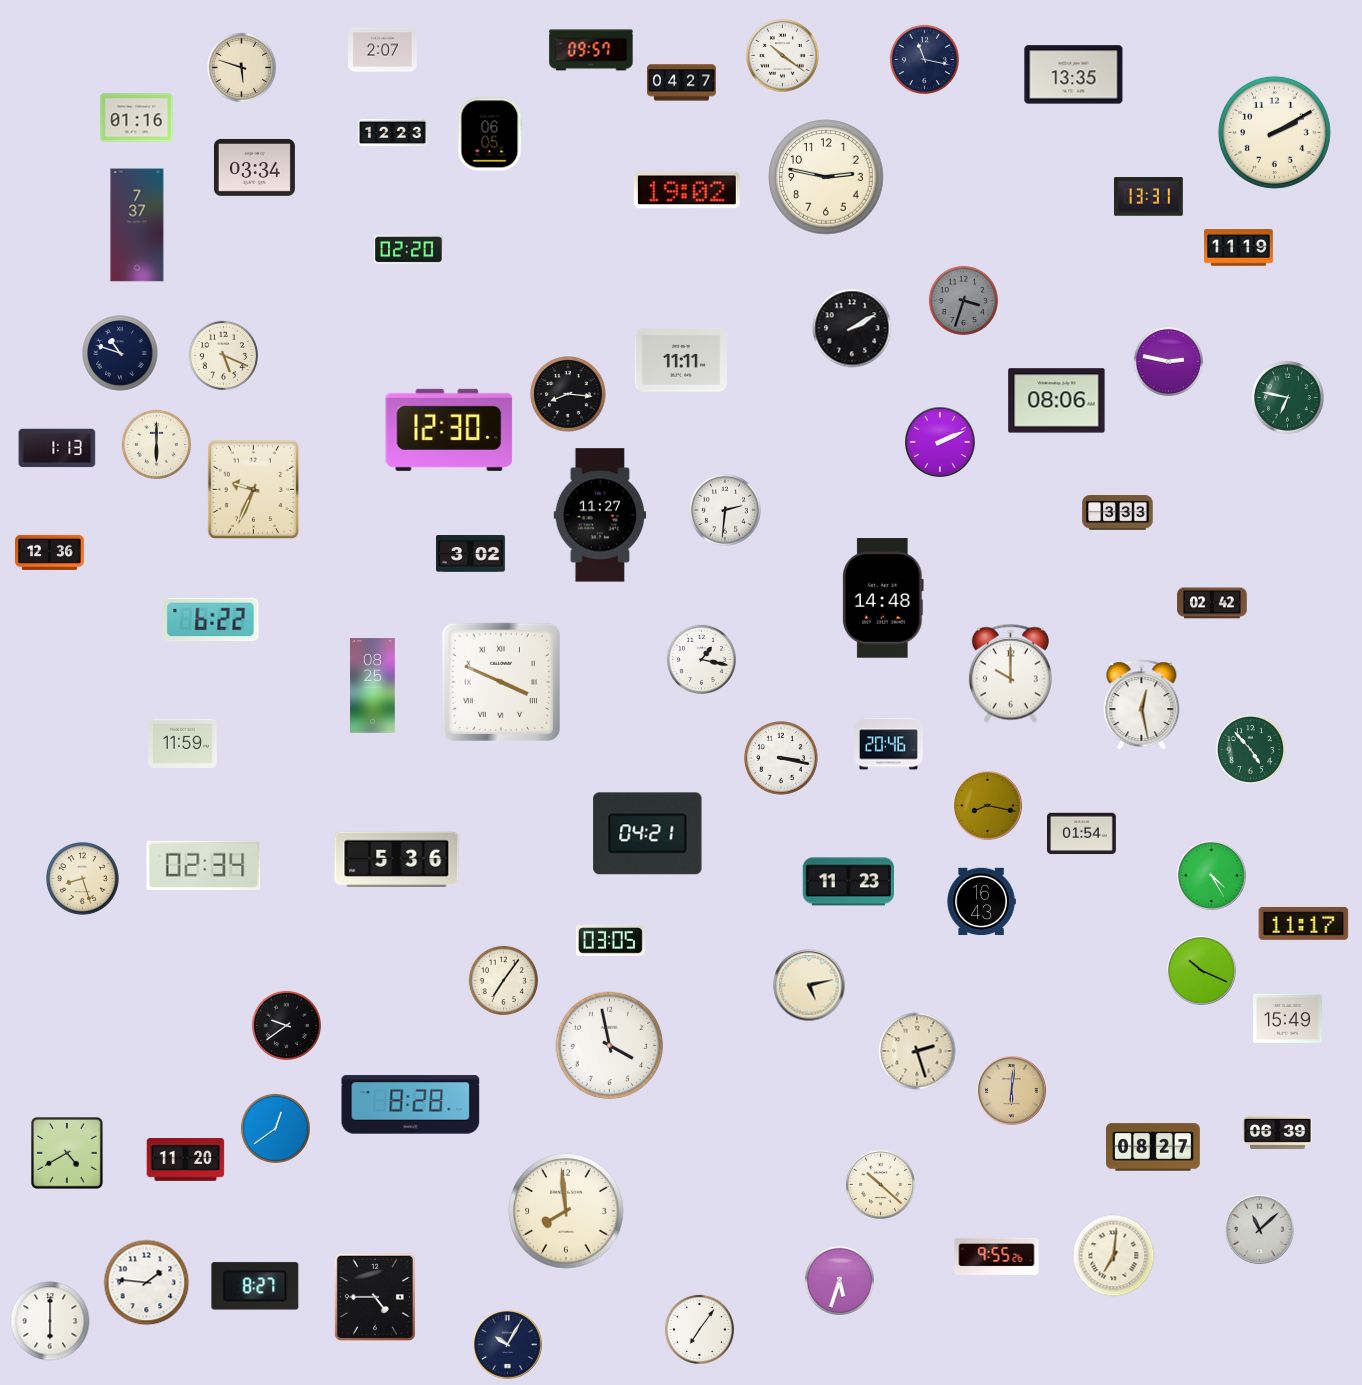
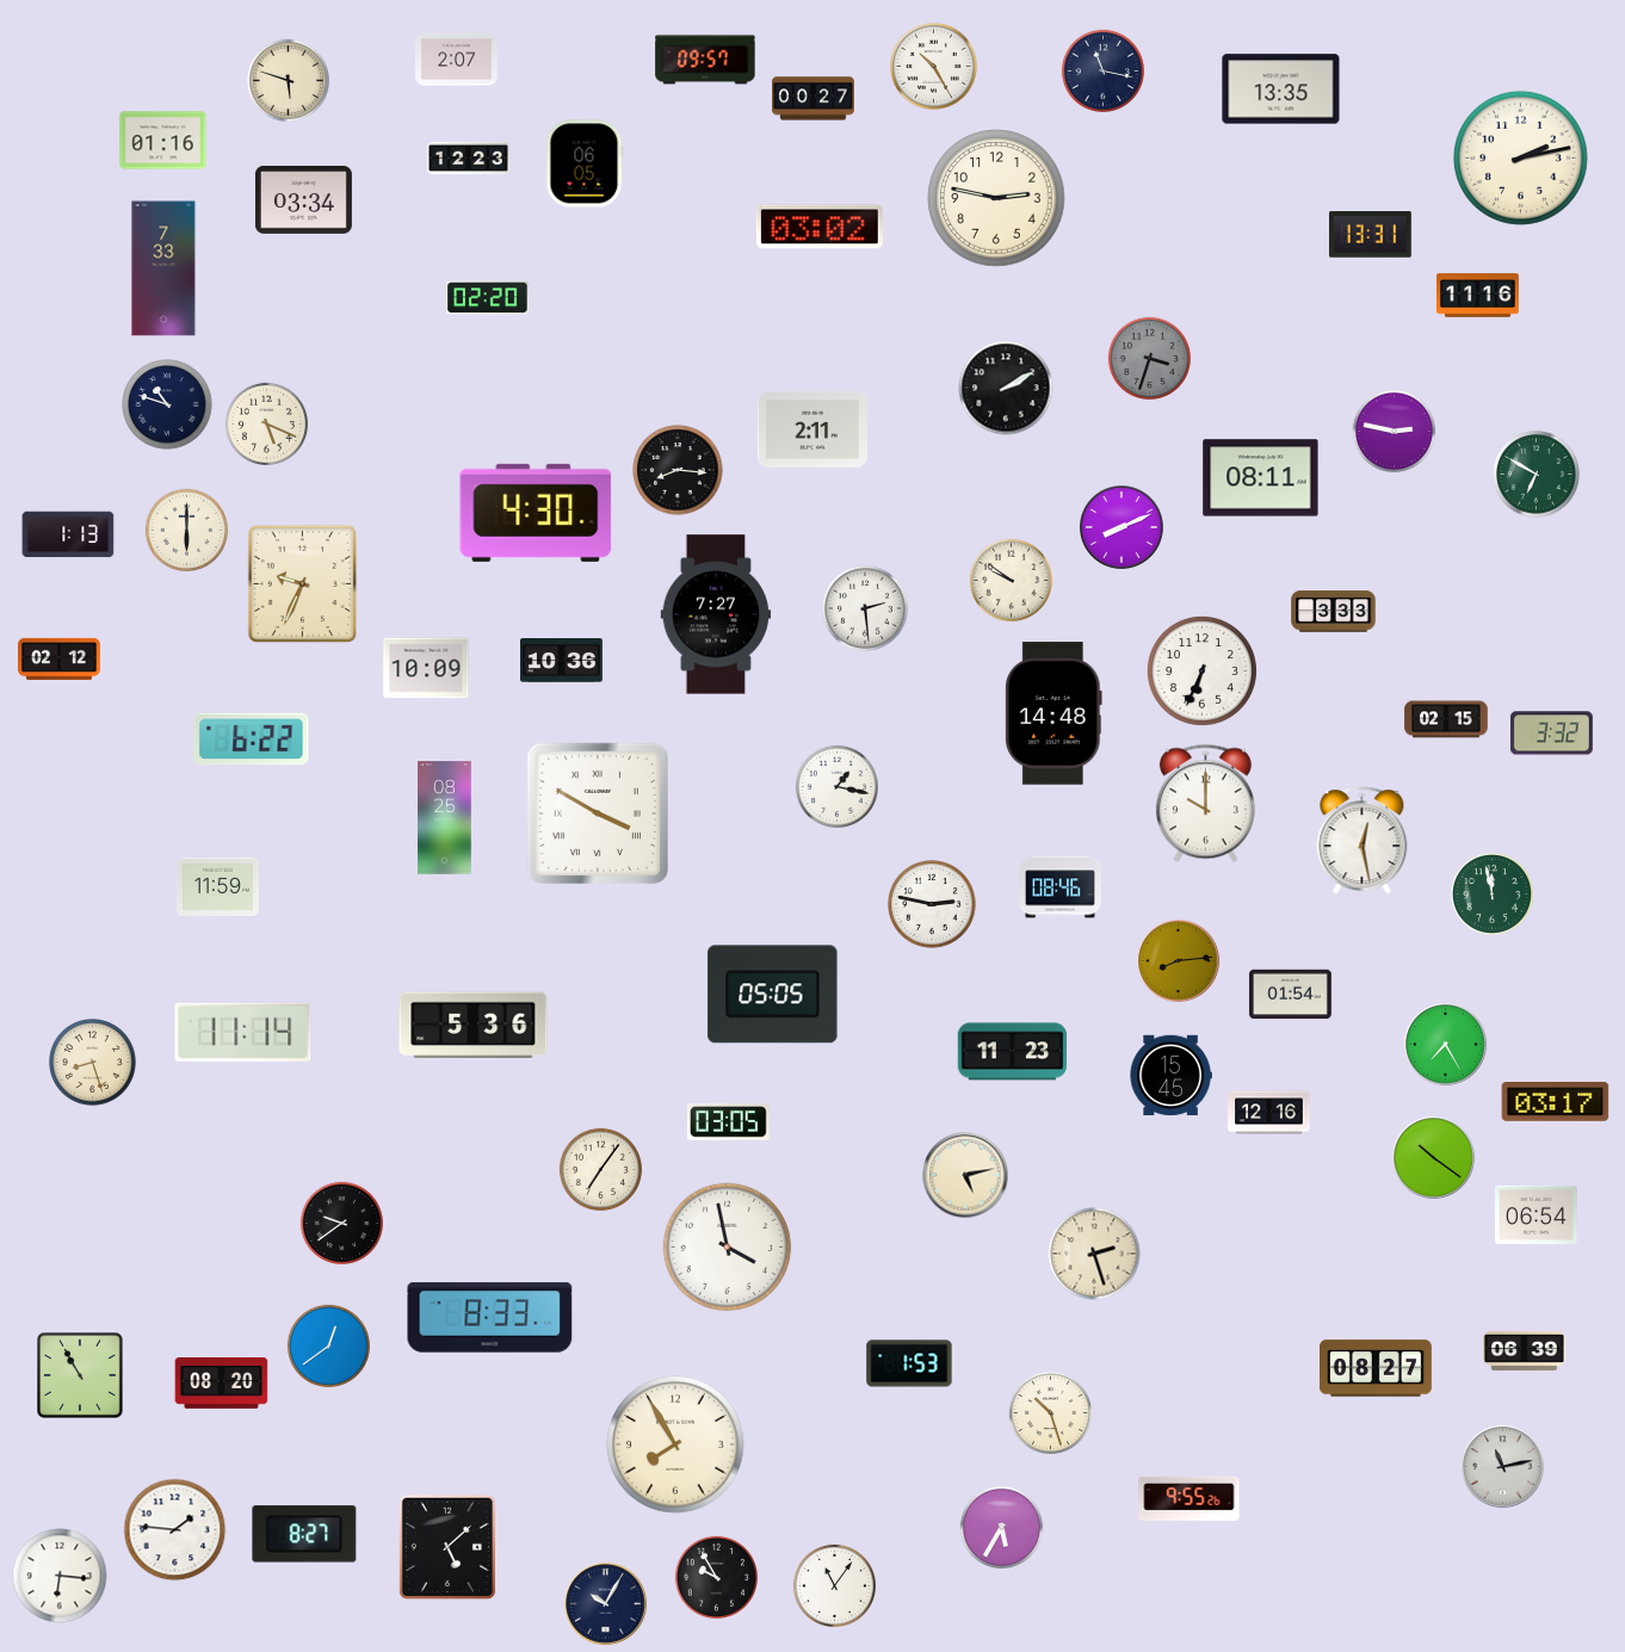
clock at (783, 56): 10:21 -> 10:25
clock at (682, 83): 04:27 -> 00:27
clock at (1274, 132): 2:10 -> 2:13
clock at (490, 134) position: (490, 134) -> (585, 163)
clock at (826, 177) position: (826, 177) -> (996, 198)
clock at (687, 190): 19:02 -> 03:02
clock at (137, 225): 7:37 -> 7:33
clock at (1239, 248): 11:19 -> 11:16
clock at (852, 328) position: (852, 328) -> (1006, 388)
clock at (120, 353) position: (120, 353) -> (167, 404)
clock at (681, 361): 11:11 -> 2:11
clock at (1288, 398): 6:47 -> 6:50
clock at (1057, 401): 08:06 -> 08:11
clock at (449, 430): 12:30 -> 4:30
clock at (940, 442): 2:11 -> 8:11
clock at (1011, 580): none -> 9:51
clock at (725, 510): 2:31 -> 2:29
clock at (600, 515): 11:27 -> 7:27
clock at (50, 552): 12:36 -> 02:12
clock at (471, 554): 3:02 -> 10:36
clock at (426, 668): none -> 10:09
clock at (1201, 670): none -> 6:34
clock at (1212, 603): 02:42 -> 02:15
clock at (1551, 734): none -> 3:32
clock at (500, 681): 3:49 -> 3:50
clock at (889, 744): 20:46 -> 08:46
clock at (1250, 749): 4:53 -> 11:58
clock at (781, 758): 3:17 -> 2:47
clock at (988, 806): 8:17 -> 8:14
clock at (648, 834): 04:21 -> 05:05
clock at (204, 865): 02:34 -> 11:14
clock at (1212, 876): 4:25 -> 7:25
clock at (83, 879) position: (83, 879) -> (93, 1063)
clock at (981, 902): 16:43 -> 15:45
clock at (1304, 924): 11:17 -> 03:17
clock at (1269, 1113): none -> 12:16
clock at (1202, 971): 10:19 -> 10:21
clock at (1288, 1018): 15:49 -> 06:54
clock at (1012, 1091): 6:01 -> none
clock at (411, 1105): 8:28 -> 8:33
clock at (909, 1363): none -> 1:53
clock at (68, 1154): 4:40 -> 10:55
clock at (186, 1160): 11:20 -> 08:20
clock at (880, 1184): 10:22 -> 10:27
clock at (566, 1211): 7:59 -> 7:55
clock at (1260, 1230): 11:08 -> 11:13
clock at (1114, 1256): 7:01 -> none
clock at (839, 1280): 5:33 -> 5:35
clock at (375, 1297): 4:45 -> 5:08
clock at (50, 1321): 6:00 -> 6:16
clock at (716, 1577): none -> 9:55
clock at (699, 1329): 7:06 -> 11:06
